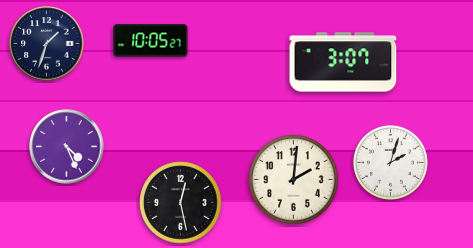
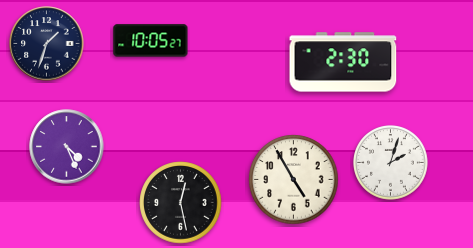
clock at (343, 62): 3:07 -> 2:30
clock at (294, 180): 2:01 -> 4:55
